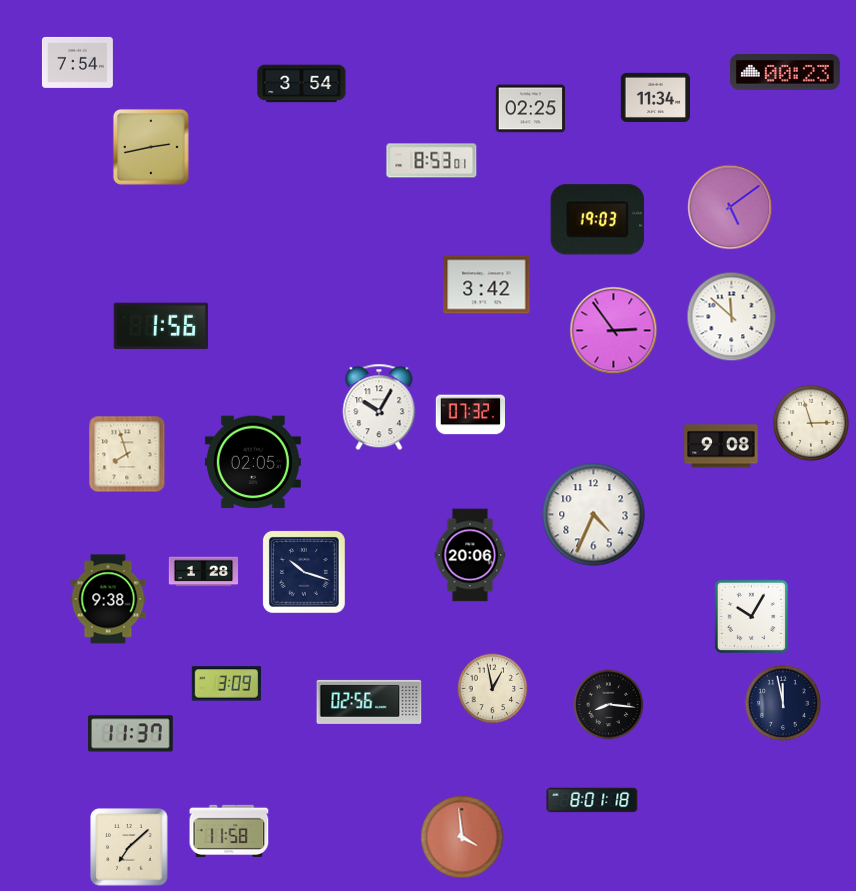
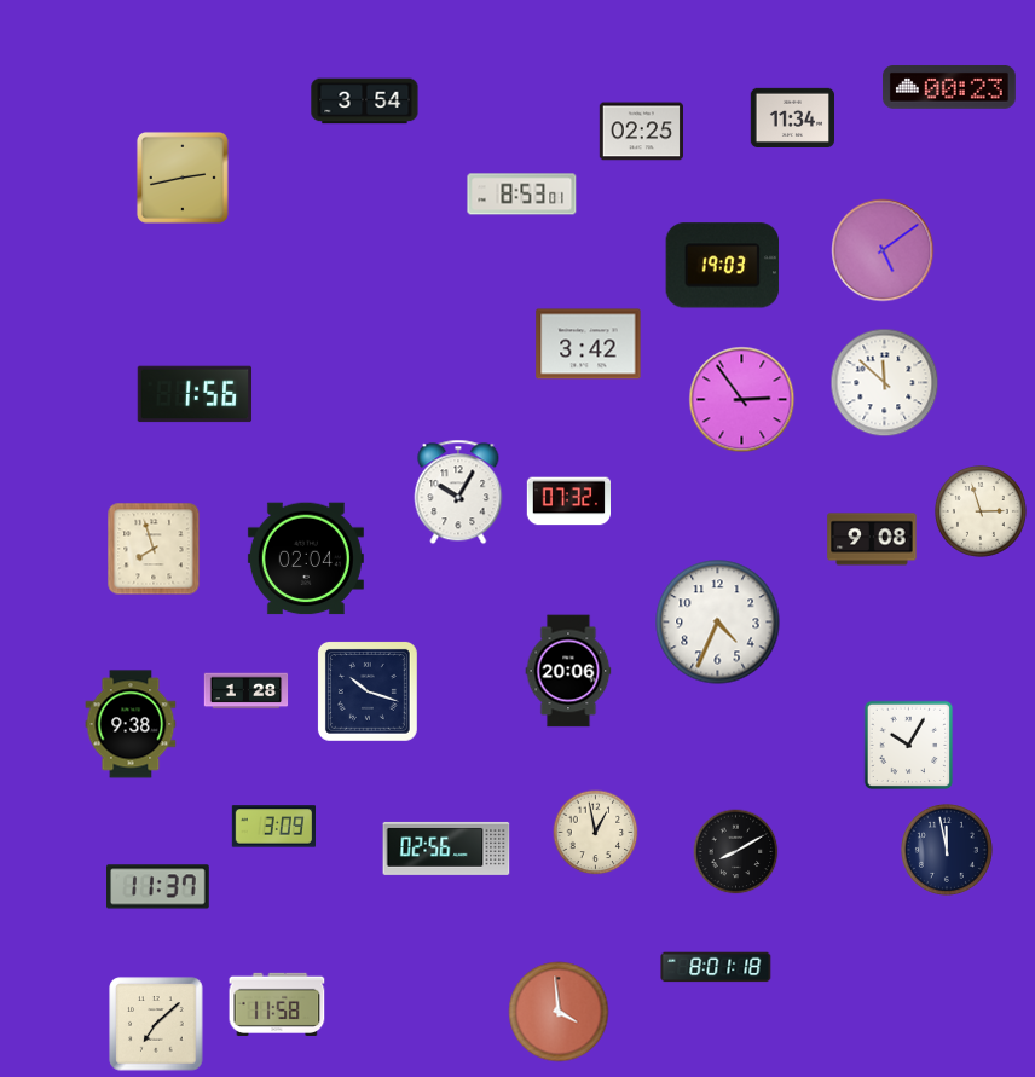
clock at (77, 62): 7:54 -> none
clock at (253, 462): 02:05 -> 02:04
clock at (609, 705): 8:16 -> 8:10
